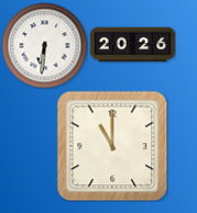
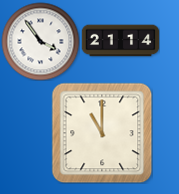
clock at (44, 45): 6:31 -> 3:54
clock at (132, 45): 20:26 -> 21:14
